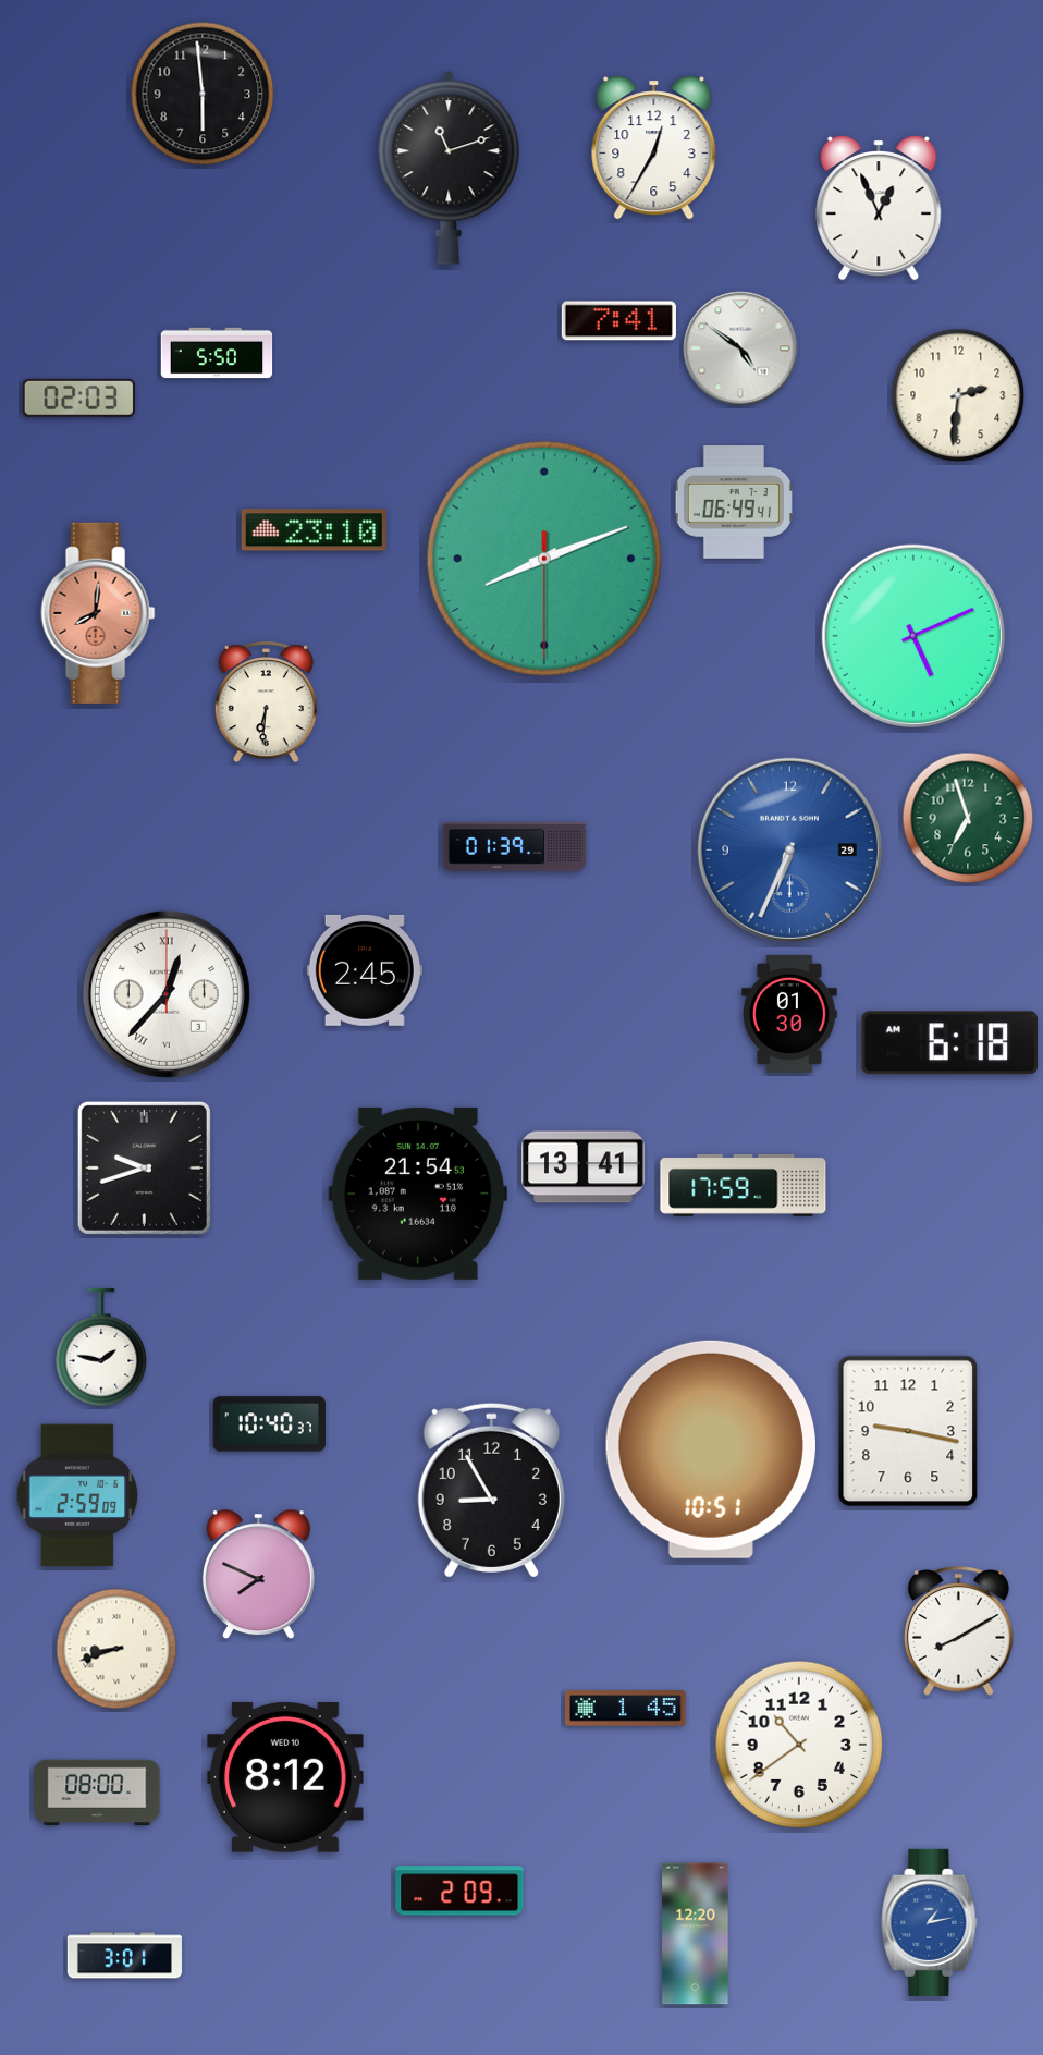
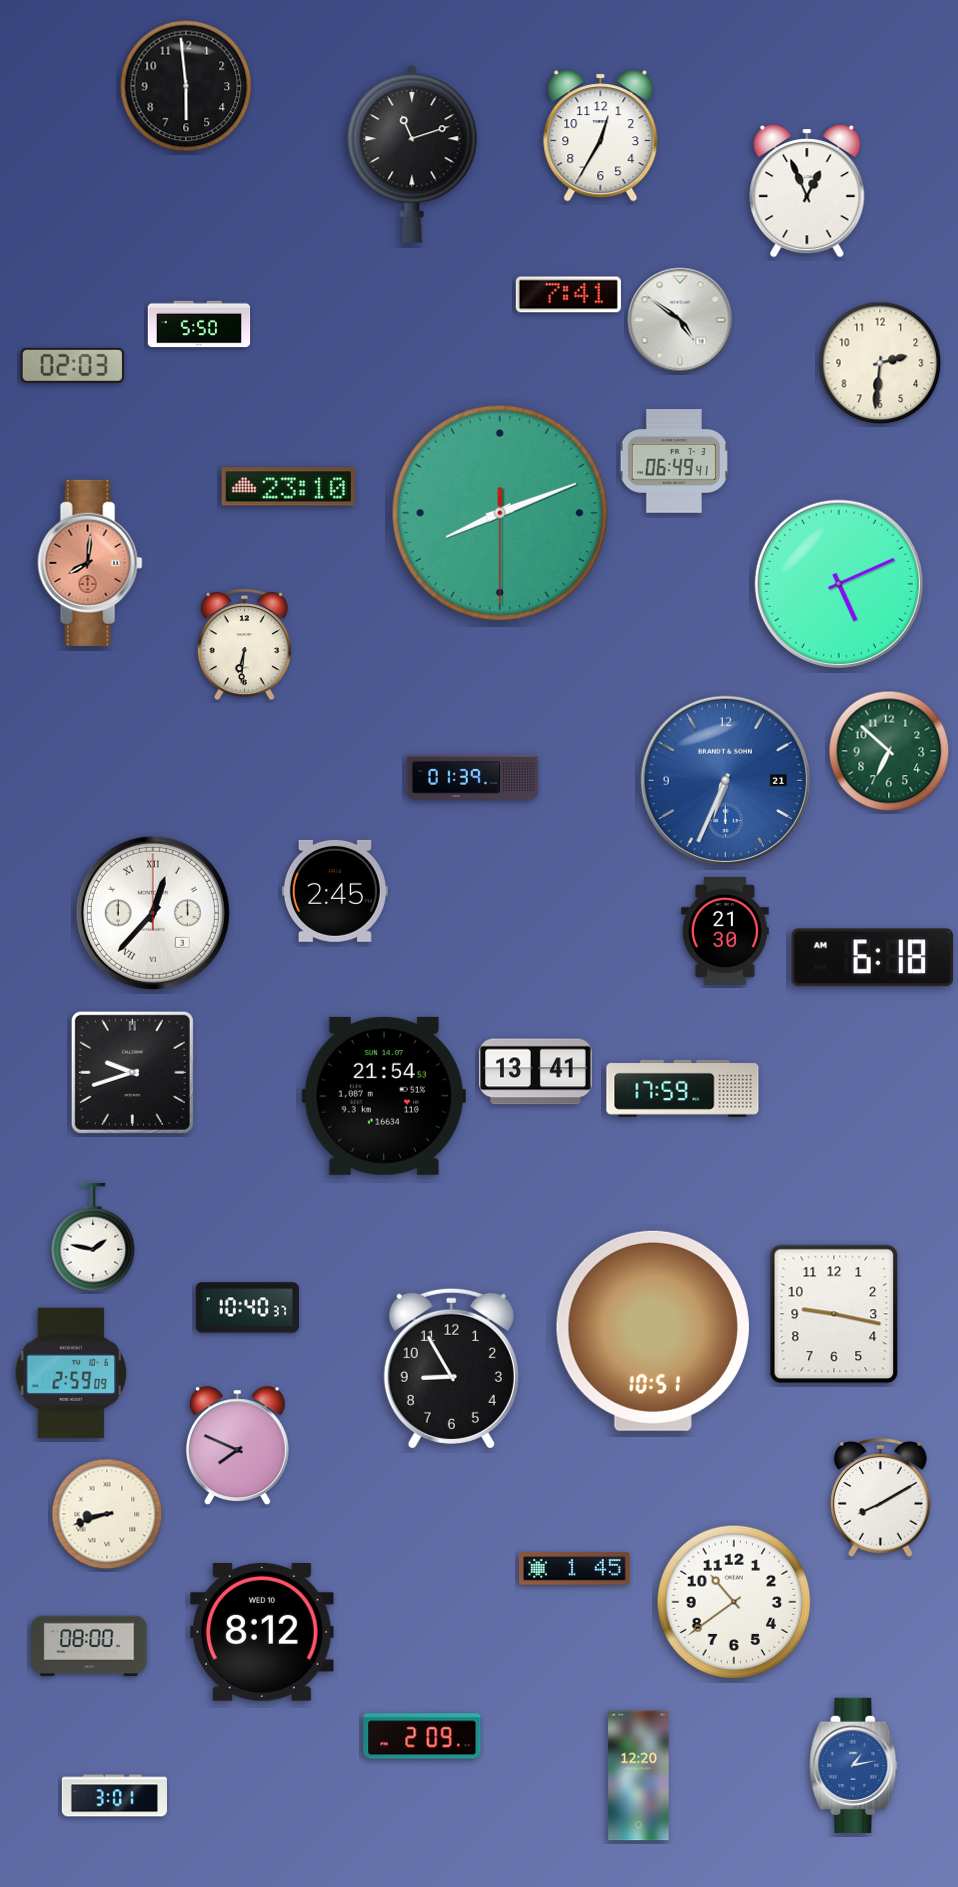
clock at (968, 818): 6:57 -> 6:52
clock at (789, 849) date: 29 -> 21
clock at (790, 1014): 01:30 -> 21:30
